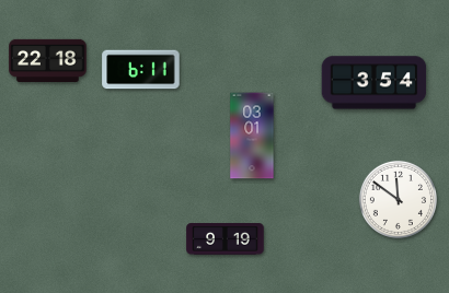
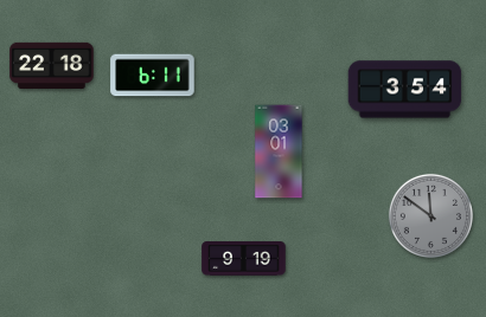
clock at (252, 136) position: (252, 136) -> (279, 151)
clock at (398, 199) dial: white -> grey
